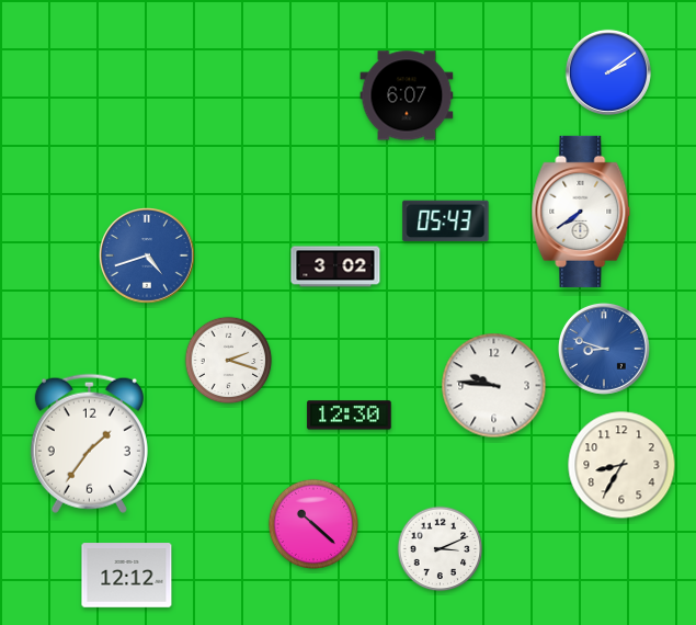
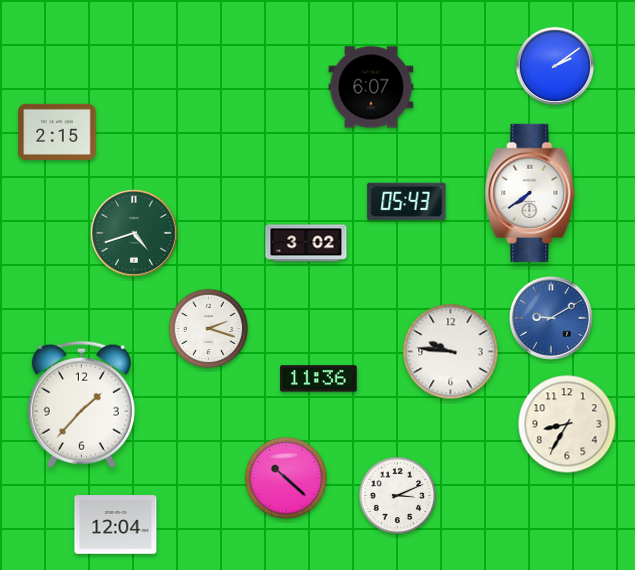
clock at (57, 132): none -> 2:15
clock at (148, 255) dial: blue -> green
clock at (604, 349): 8:48 -> 9:10
clock at (350, 416): 12:30 -> 11:36
clock at (89, 443): 1:36 -> 1:37
clock at (441, 549) position: (441, 549) -> (398, 496)
clock at (127, 576): 12:12 -> 12:04
